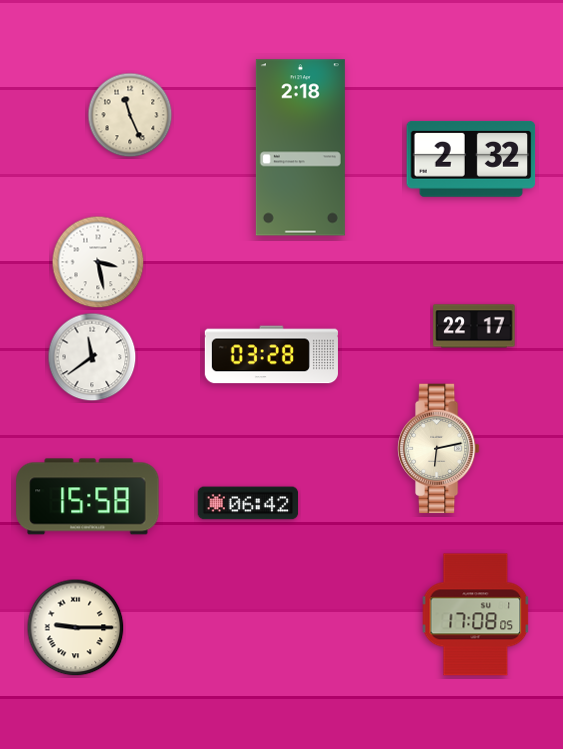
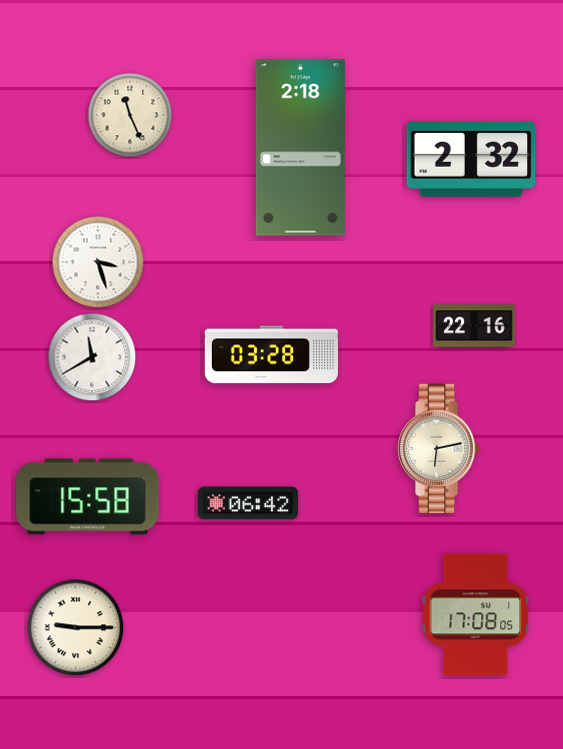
clock at (98, 262): 3:28 -> 3:27
clock at (474, 326): 22:17 -> 22:16
clock at (92, 357): 11:39 -> 11:40
